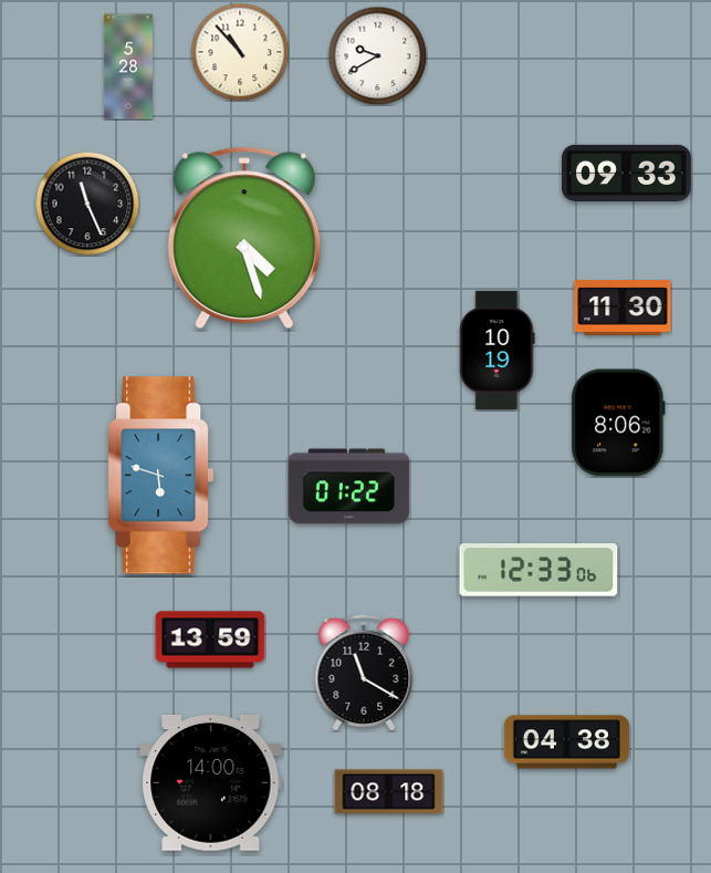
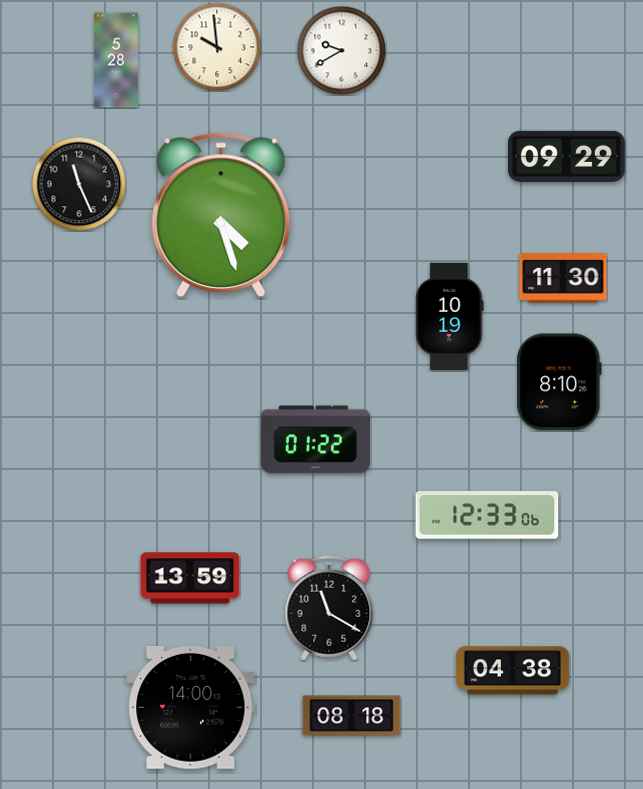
clock at (240, 52): 10:53 -> 9:59
clock at (626, 173): 09:33 -> 09:29
clock at (618, 423): 8:06 -> 8:10
clock at (161, 476): 5:48 -> none
